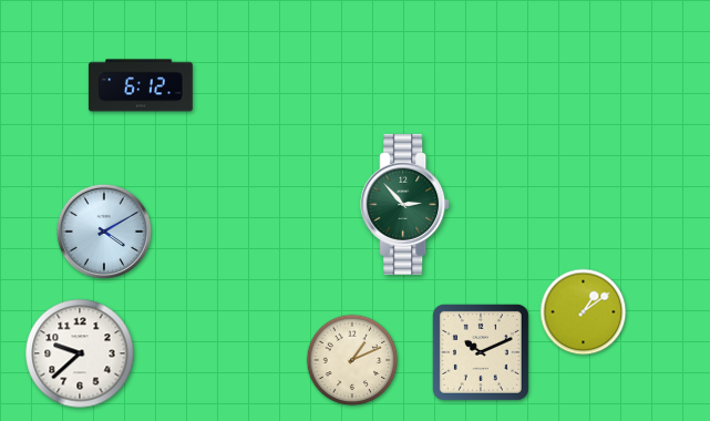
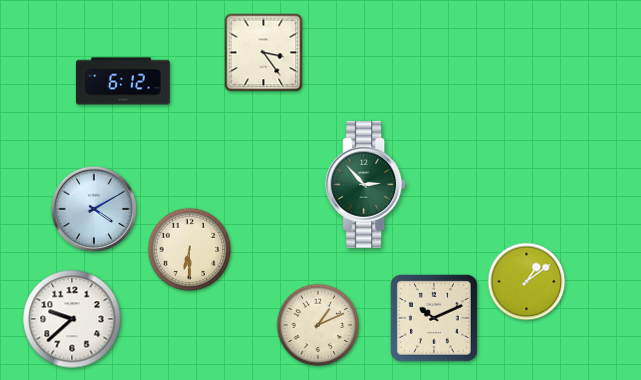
clock at (264, 53): none -> 3:24
clock at (141, 85) position: (141, 85) -> (123, 81)
clock at (190, 250): none -> 6:30
